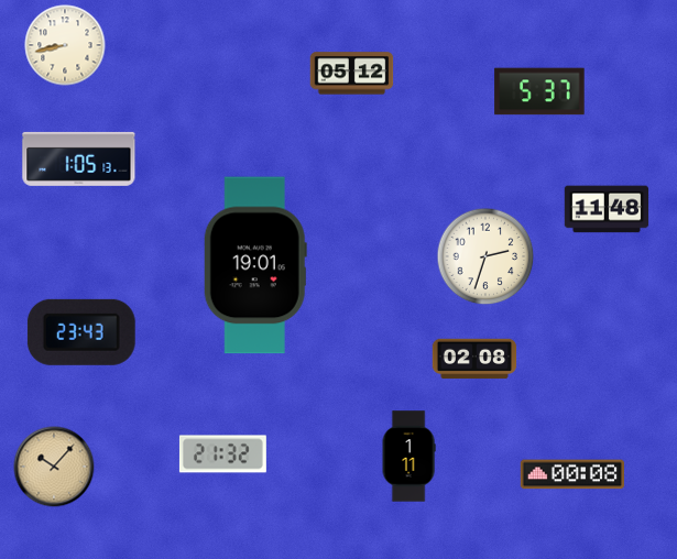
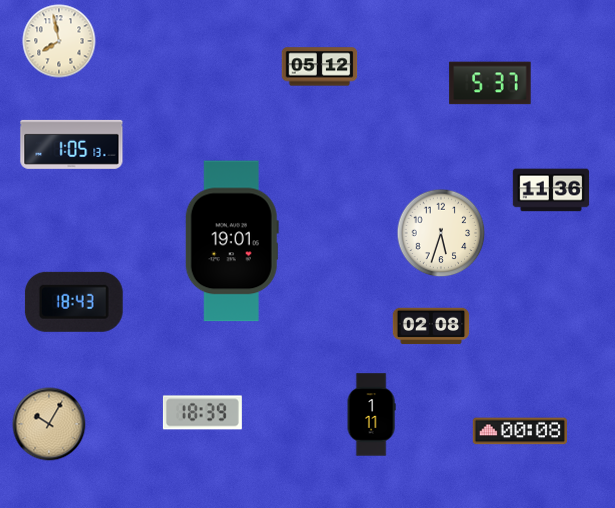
clock at (65, 45): 8:43 -> 7:58
clock at (607, 209): 11:48 -> 11:36
clock at (485, 256): 2:33 -> 5:33
clock at (81, 332): 23:43 -> 18:43
clock at (222, 454): 21:32 -> 18:39
clock at (54, 467): 10:07 -> 10:05
